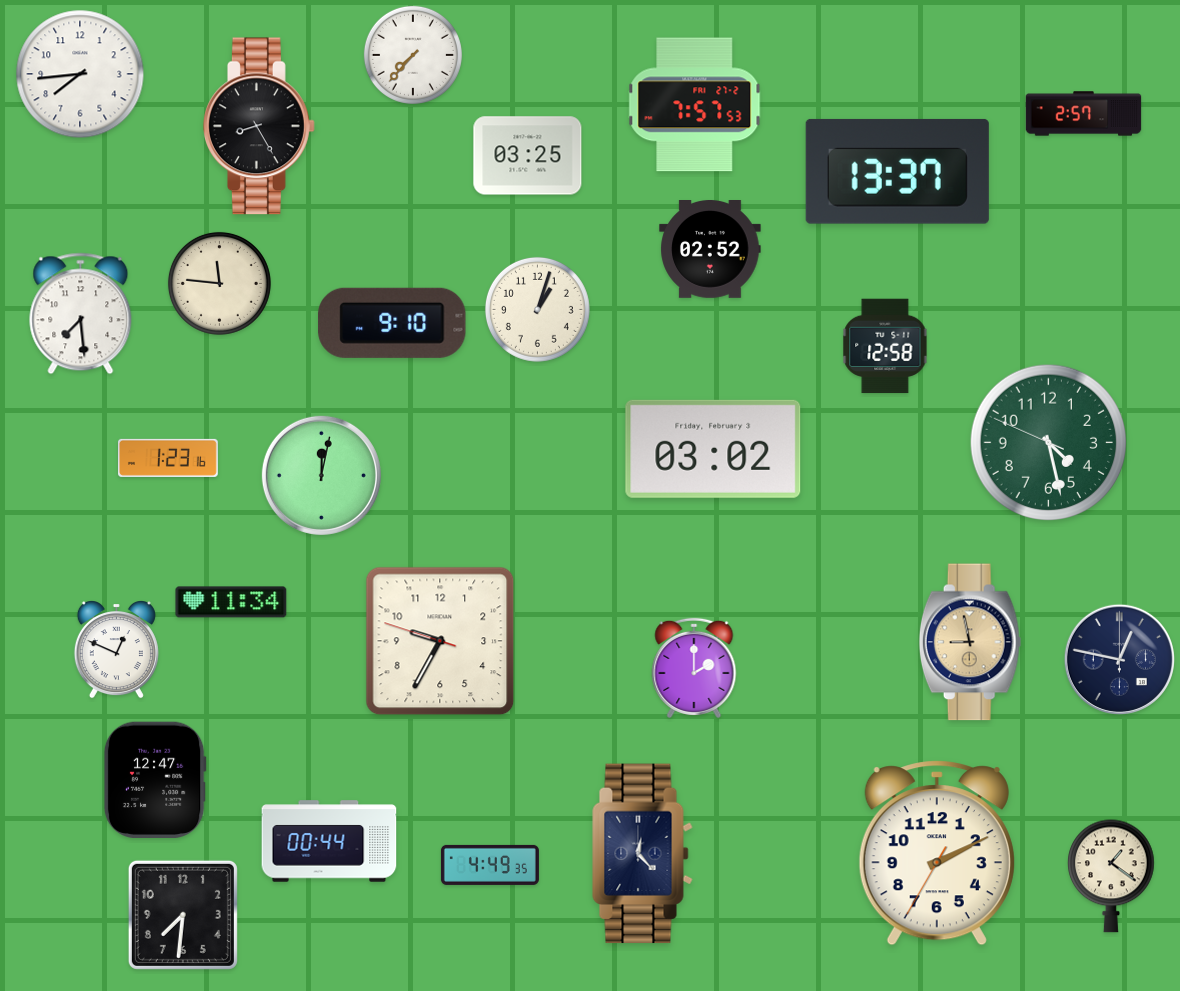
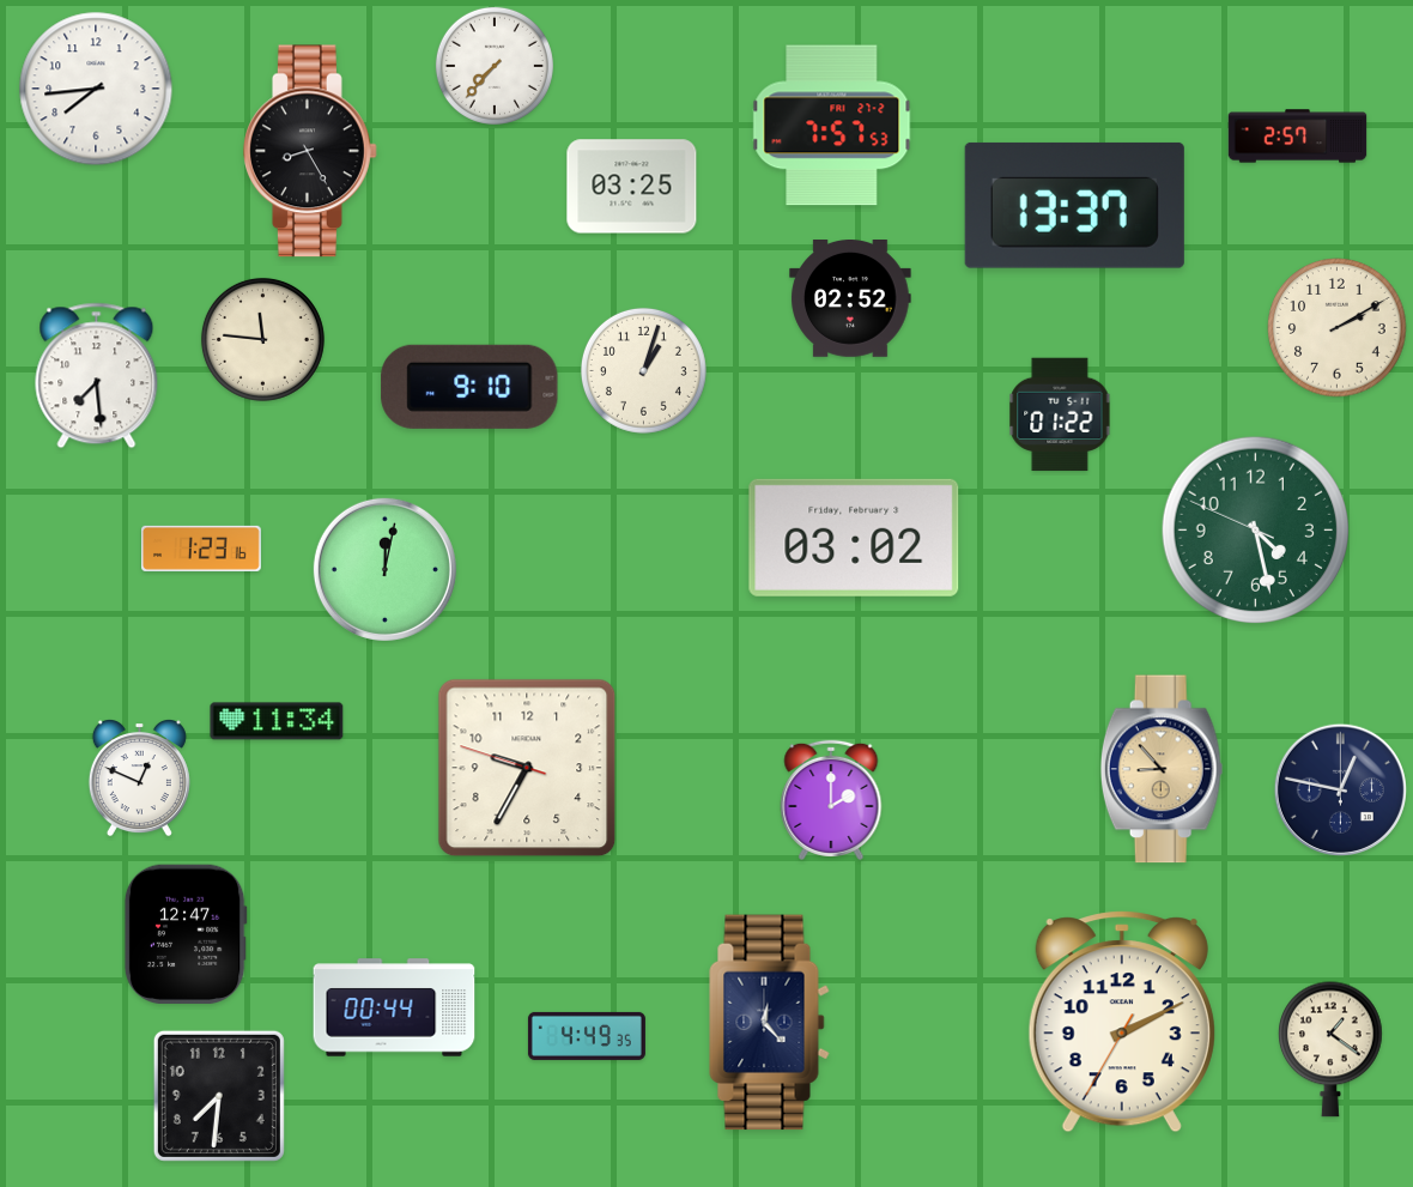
clock at (1338, 328): none -> 2:10
clock at (885, 346): 12:58 -> 01:22
clock at (970, 642): 8:58 -> 8:53
